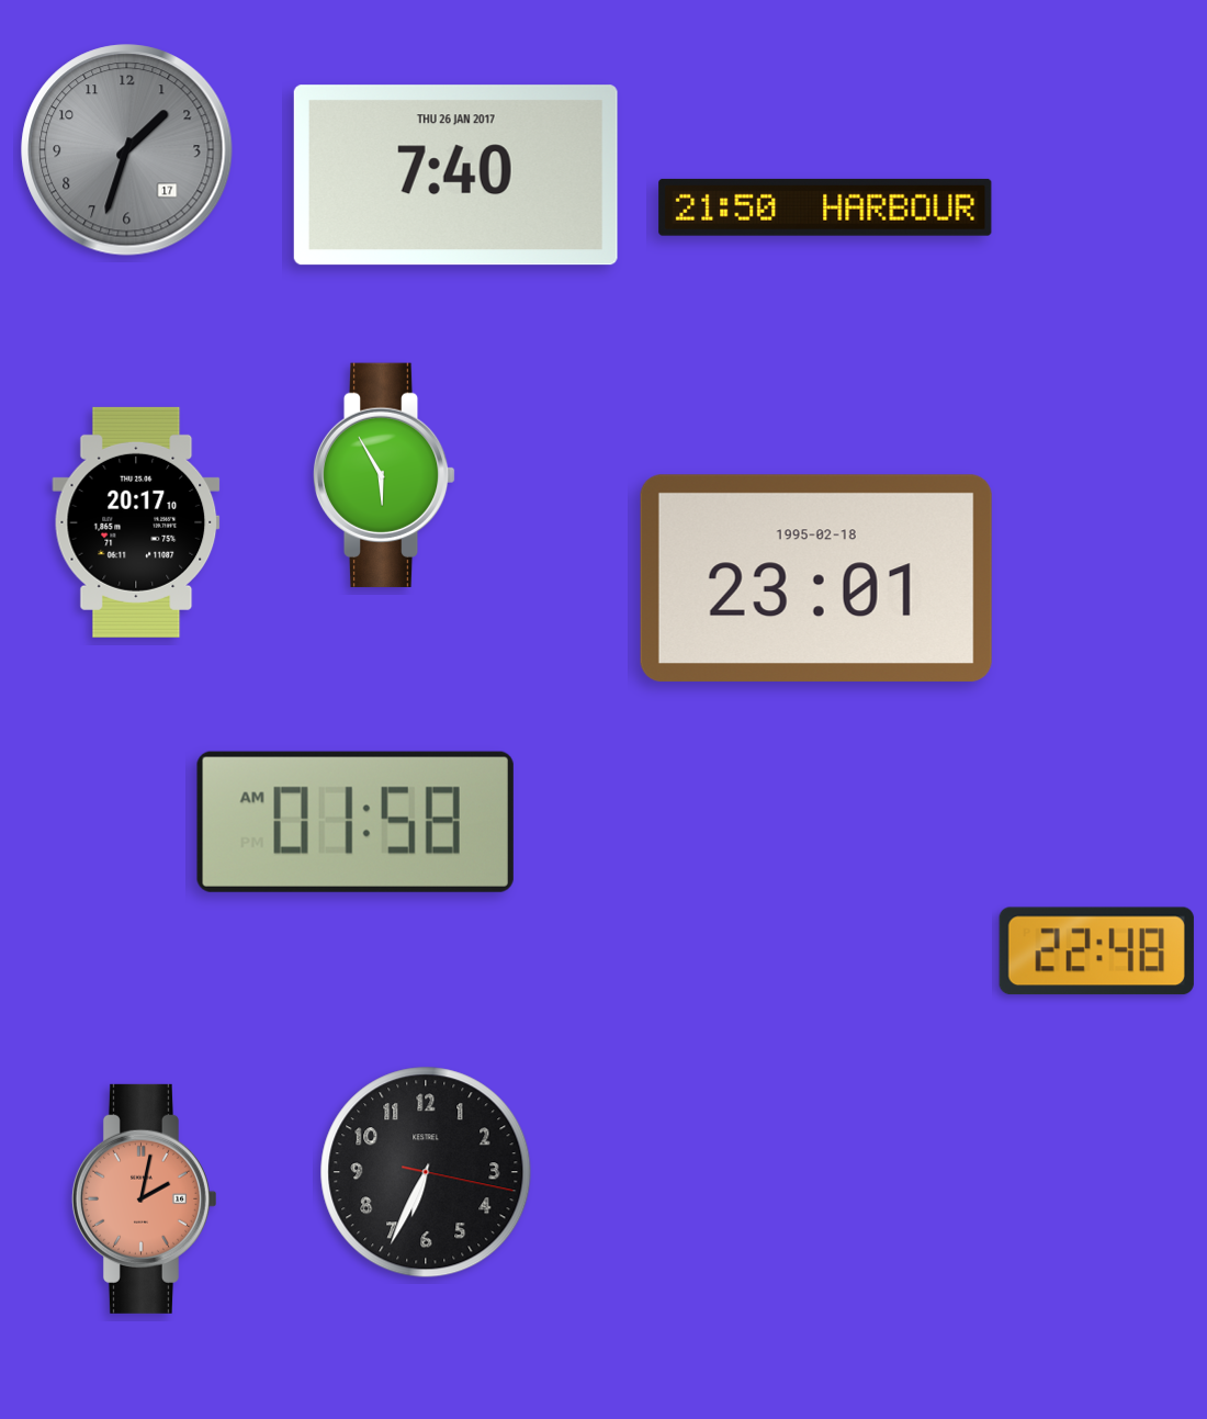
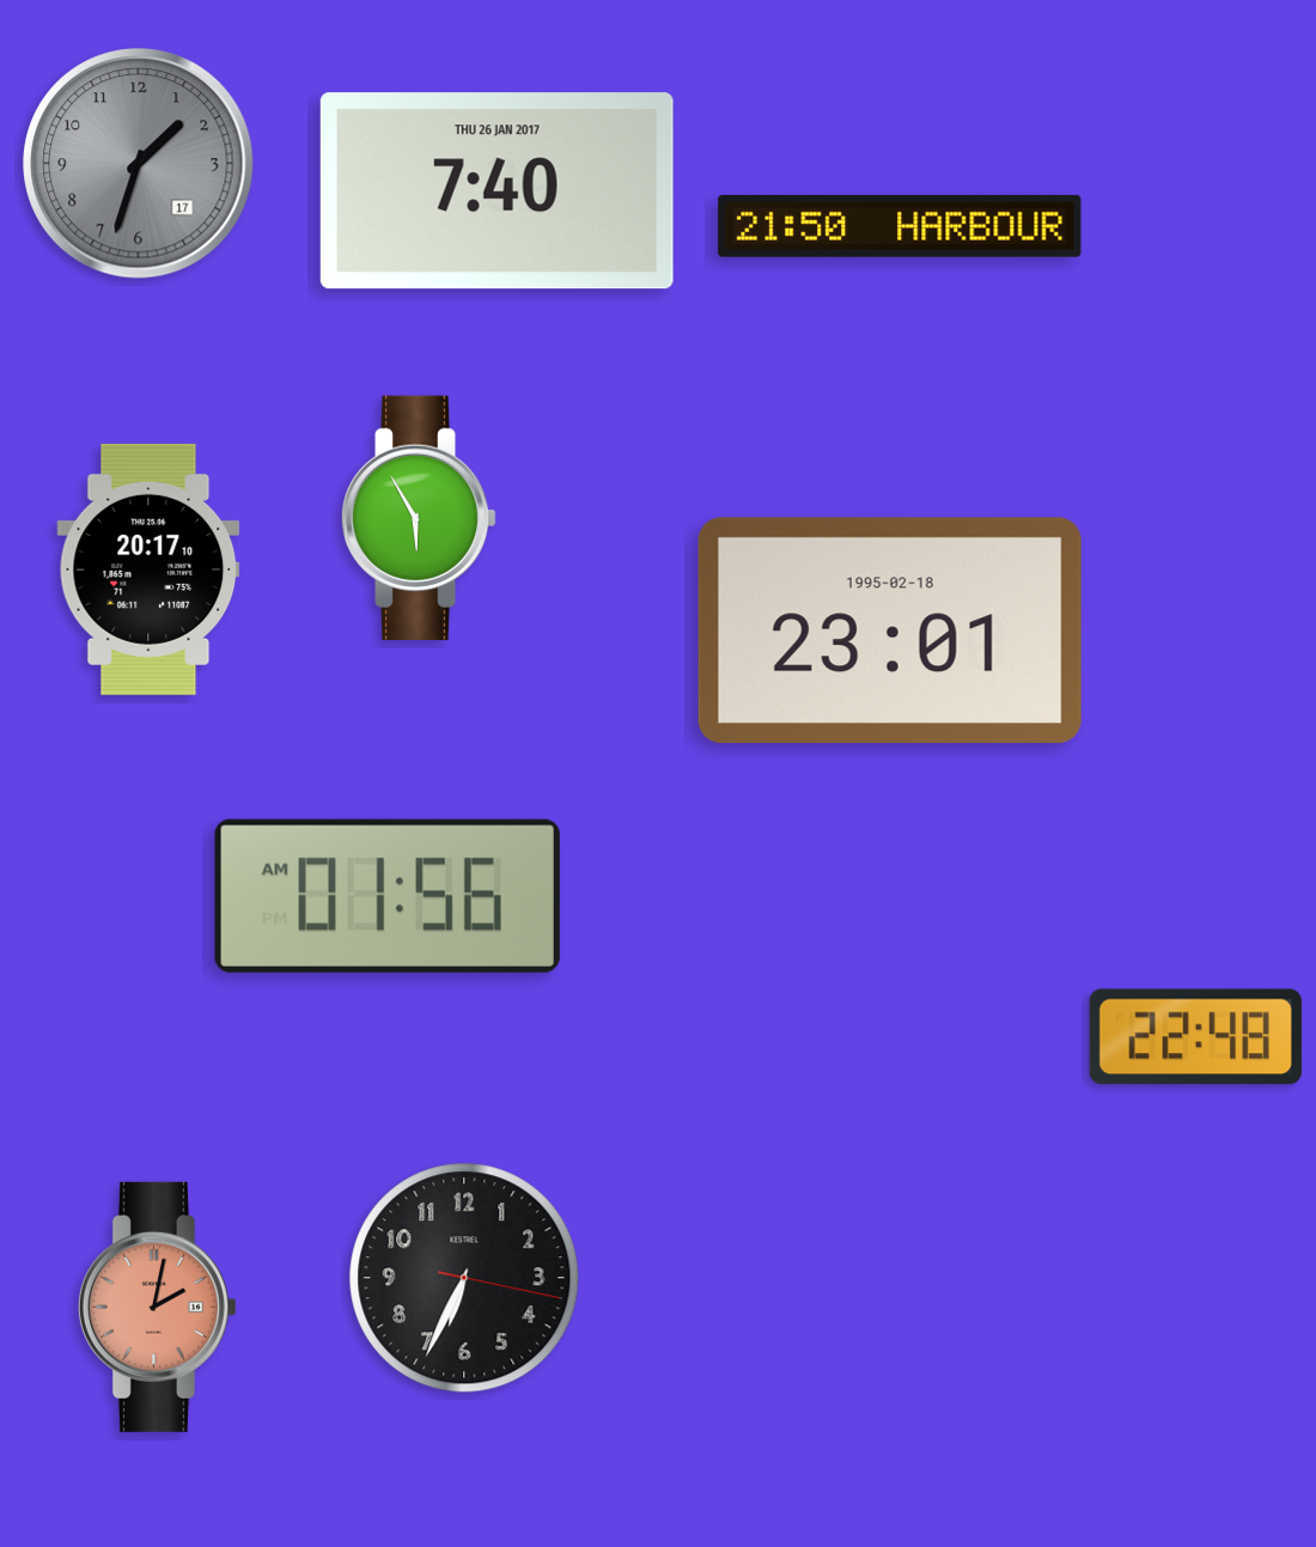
clock at (356, 822): 01:58 -> 01:56
